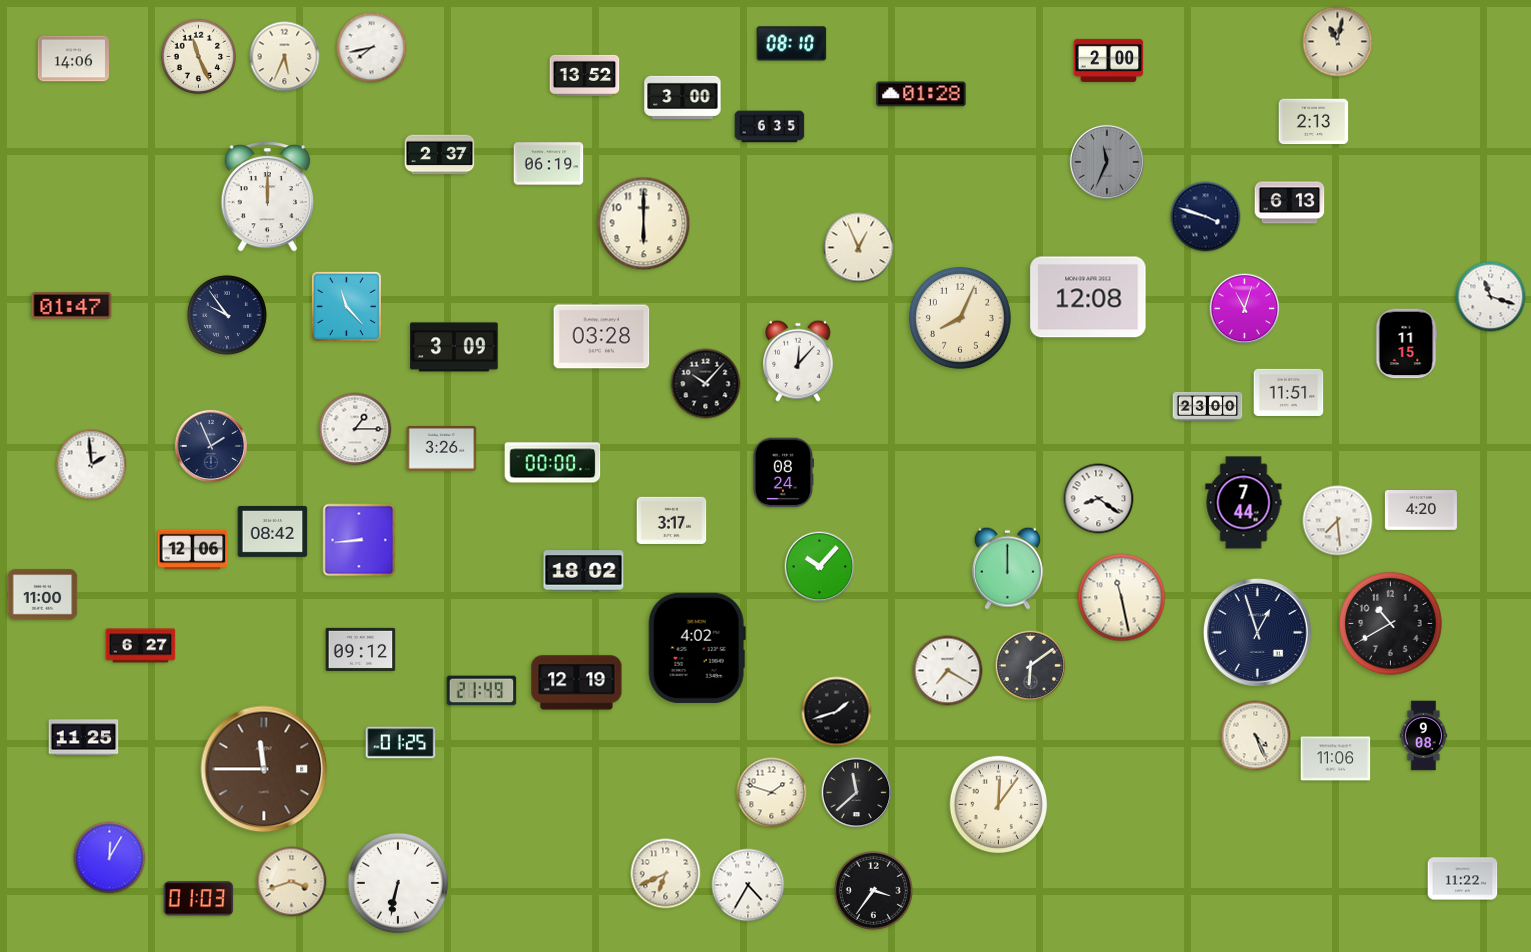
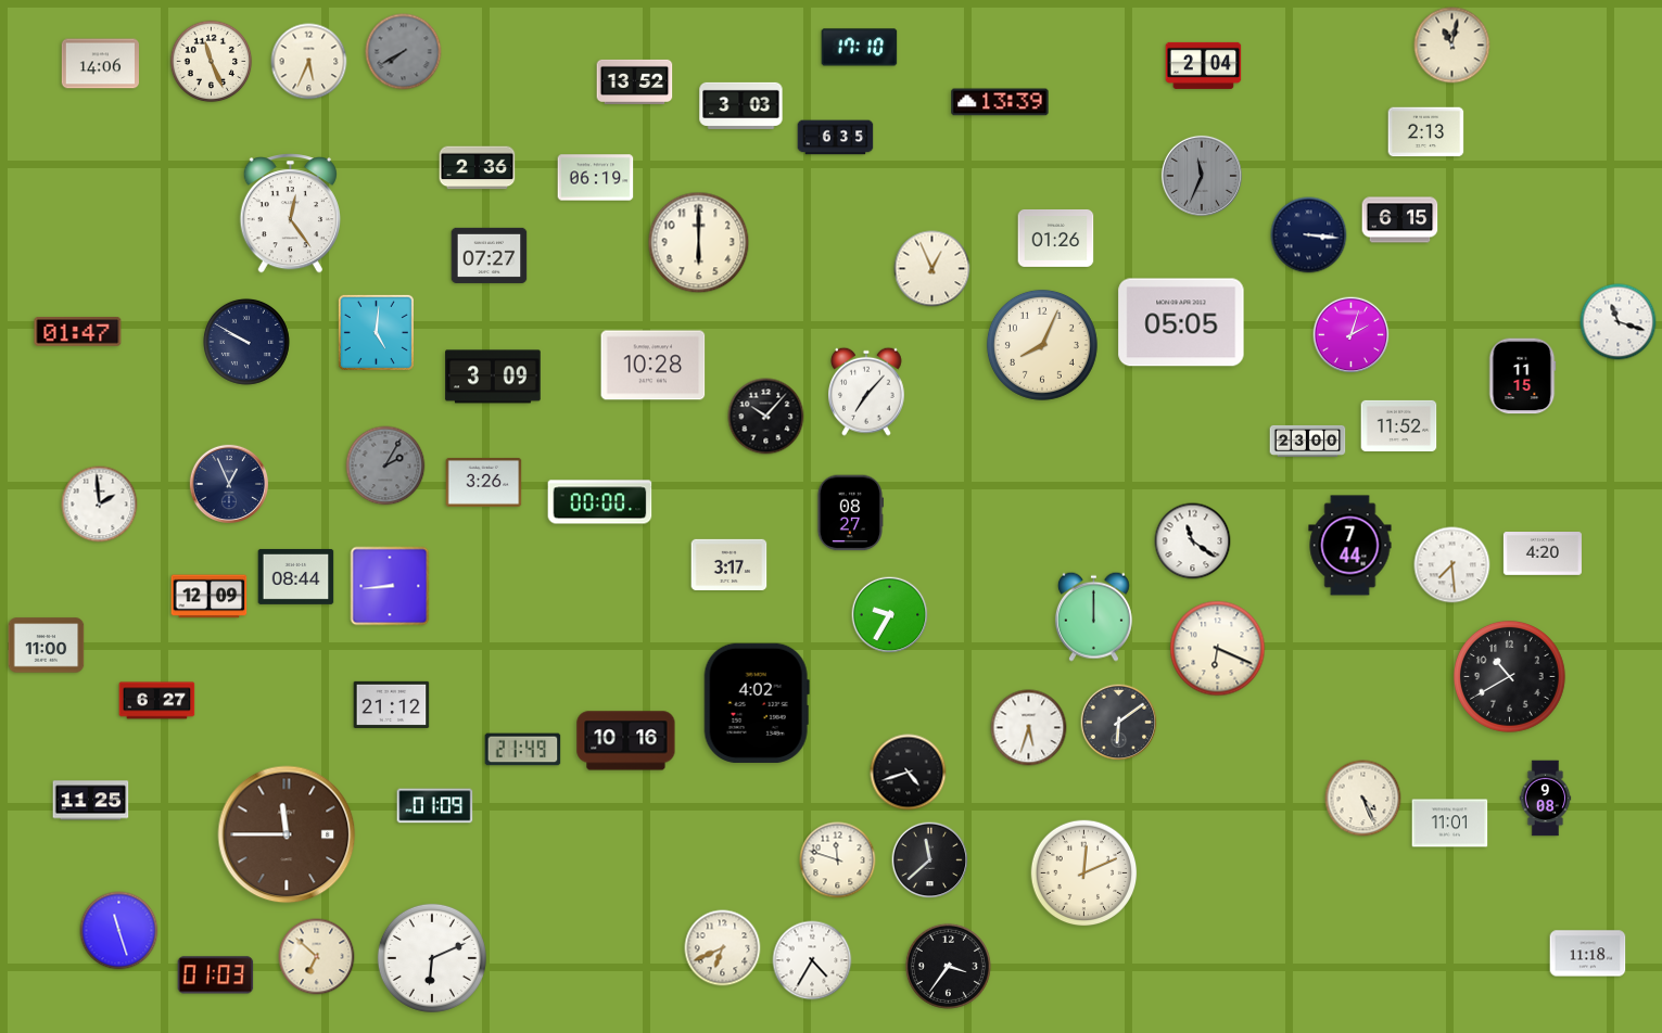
clock at (792, 44): 08:10 -> 17:10
clock at (372, 48): 7:43 -> 7:40
clock at (372, 48) dial: white -> grey
clock at (199, 57) position: (199, 57) -> (212, 62)
clock at (73, 59) position: (73, 59) -> (100, 64)
clock at (1109, 60): 2:00 -> 2:04
clock at (921, 94): 01:28 -> 13:39
clock at (683, 97): 3:00 -> 3:03
clock at (440, 155): 2:37 -> 2:36
clock at (267, 197): 12:00 -> 12:24
clock at (1290, 203): 6:13 -> 6:15
clock at (1206, 217): 3:48 -> 3:16
clock at (1056, 239): none -> 01:26
clock at (490, 255): none -> 07:27
clock at (1088, 297): 12:08 -> 05:05
clock at (346, 306): 11:23 -> 5:01
clock at (1245, 309): 11:03 -> 2:03
clock at (227, 315): 9:54 -> 9:50
clock at (602, 337): 03:28 -> 10:28
clock at (1406, 344) position: (1406, 344) -> (1522, 377)
clock at (799, 361): 12:07 -> 7:07
clock at (1289, 392): 11:51 -> 11:52
clock at (1208, 406) position: (1208, 406) -> (1308, 441)
clock at (355, 429): 1:15 -> 2:05
clock at (355, 429) dial: white -> grey
clock at (210, 445): 1:56 -> 12:56
clock at (442, 448) position: (442, 448) -> (484, 482)
clock at (782, 473): 08:24 -> 08:27
clock at (1099, 499): 8:21 -> 11:21
clock at (273, 531): 08:42 -> 08:44
clock at (193, 550): 12:06 -> 12:09
clock at (820, 567): 10:07 -> 9:35
clock at (584, 571): 18:02 -> none
clock at (1122, 598): 11:28 -> 6:19
clock at (1258, 633): 12:57 -> none
clock at (141, 646) position: (141, 646) -> (157, 701)
clock at (361, 649): 09:12 -> 21:12
clock at (948, 671): 7:20 -> 5:33
clock at (577, 683): 12:19 -> 10:16
clock at (837, 712): 1:42 -> 4:42
clock at (401, 743): 01:25 -> 01:09
clock at (1336, 759): 11:06 -> 11:01
clock at (772, 793): 1:48 -> 11:48
clock at (999, 805): 12:06 -> 12:11
clock at (110, 858): 12:05 -> 11:27
clock at (1463, 879): 11:22 -> 11:18
clock at (292, 882): 3:42 -> 6:52
clock at (398, 883): 6:32 -> 6:11
